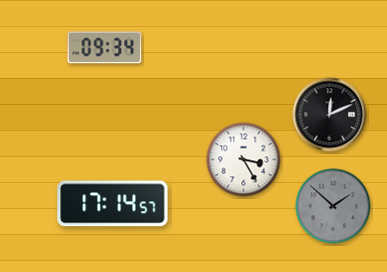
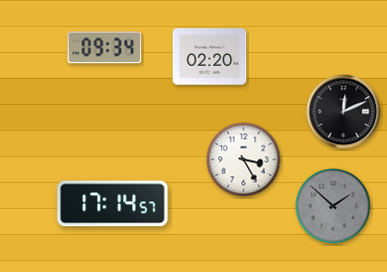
clock at (210, 57): none -> 02:20
clock at (330, 115) position: (330, 115) -> (344, 112)
